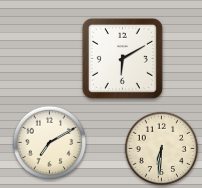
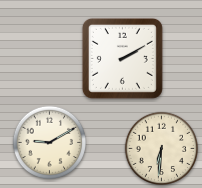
clock at (122, 58): 6:10 -> 2:10
clock at (50, 143): 7:10 -> 9:10
